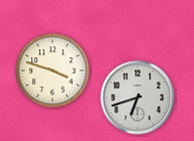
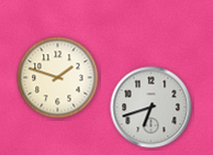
clock at (53, 71): 3:48 -> 1:48
